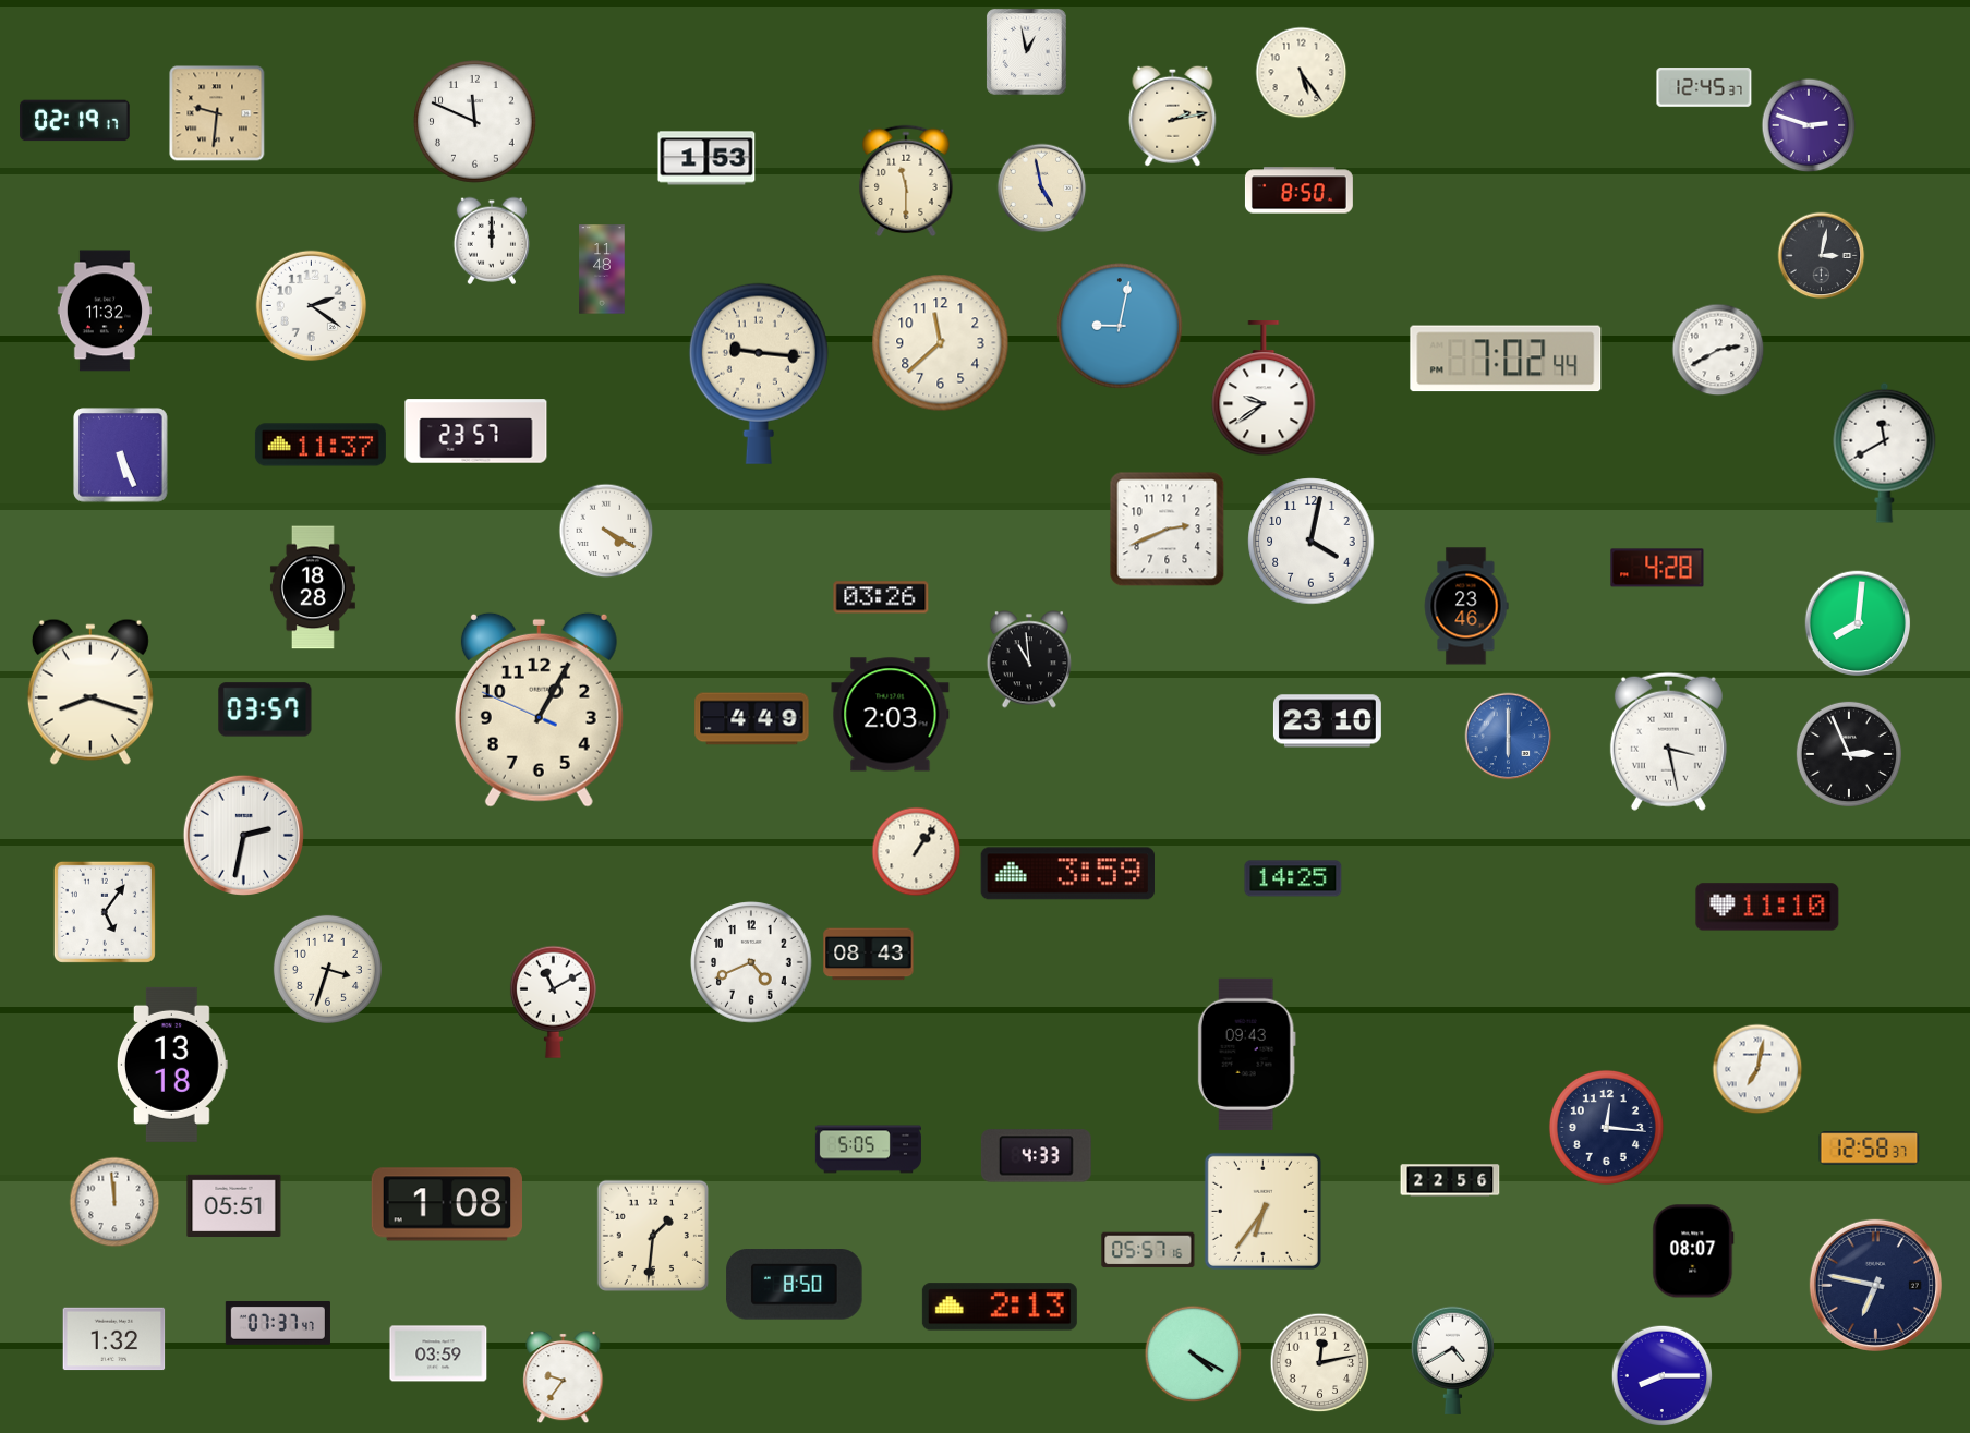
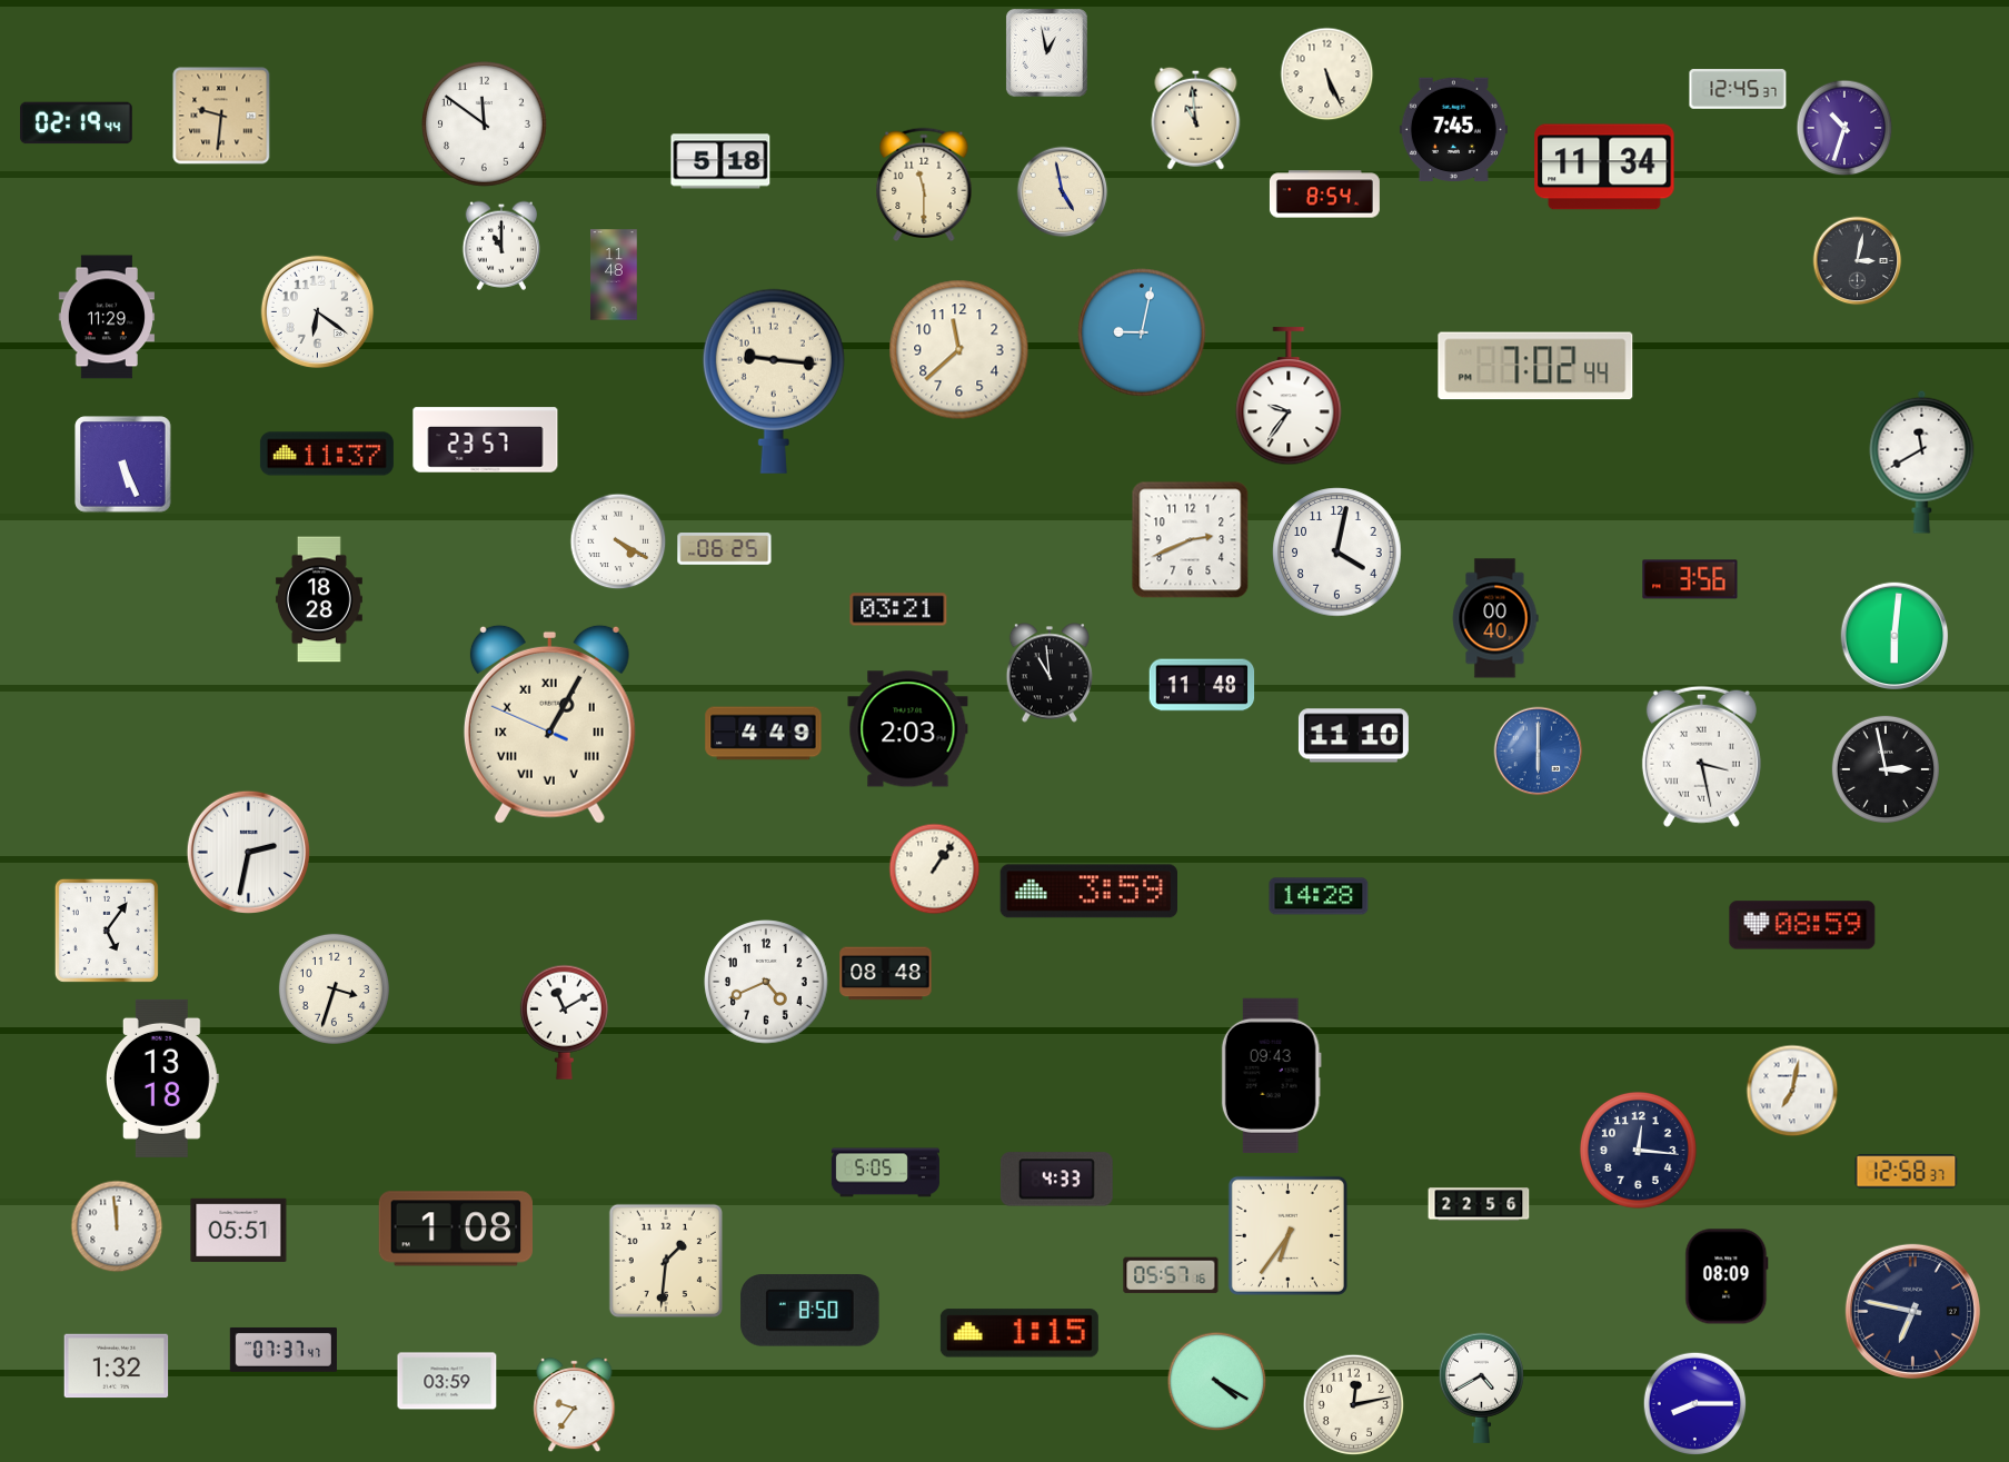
clock at (1302, 73): 5:24 -> 5:26
clock at (1173, 116): 2:13 -> 10:59
clock at (75, 121): 02:19:17 -> 02:19:44
clock at (475, 122): 11:49 -> 11:51
clock at (1809, 125): 2:48 -> 10:33
clock at (1453, 130): none -> 7:45
clock at (706, 158): 1:53 -> 5:18
clock at (1604, 167): none -> 11:34
clock at (1298, 191): 8:50 -> 8:54
clock at (491, 241): 12:00 -> 11:00
clock at (312, 306): 2:21 -> 6:21
clock at (105, 311): 11:32 -> 11:29
clock at (1718, 350): 2:40 -> none
clock at (1264, 389): 9:39 -> 9:36
clock at (725, 549): none -> 06:25
clock at (1657, 568): 4:28 -> 3:56
clock at (881, 597): 03:26 -> 03:21
clock at (1466, 606): 23:46 -> 00:40
clock at (1858, 623): 8:01 -> 6:01
clock at (1202, 685): none -> 11:48
clock at (90, 692): 8:18 -> none
clock at (265, 709): 03:57 -> none
clock at (539, 709) numerals: Arabic -> Roman
clock at (752, 719) position: (752, 719) -> (764, 734)
clock at (1327, 721): 23:10 -> 11:10
clock at (1849, 754): 2:56 -> 2:58
clock at (1293, 878): 14:25 -> 14:28
clock at (1767, 907): 11:10 -> 08:59
clock at (869, 955): 08:43 -> 08:48
clock at (172, 1065) position: (172, 1065) -> (162, 1078)
clock at (1693, 1251): 08:07 -> 08:09
clock at (1000, 1307): 2:13 -> 1:15
clock at (1320, 1363) position: (1320, 1363) -> (1354, 1405)
